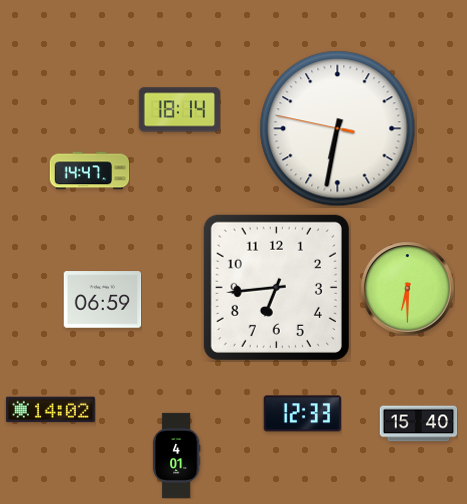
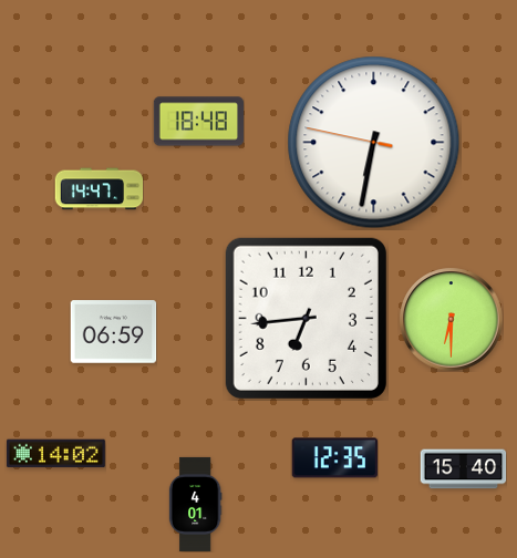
clock at (179, 110): 18:14 -> 18:48
clock at (302, 414): 12:33 -> 12:35
